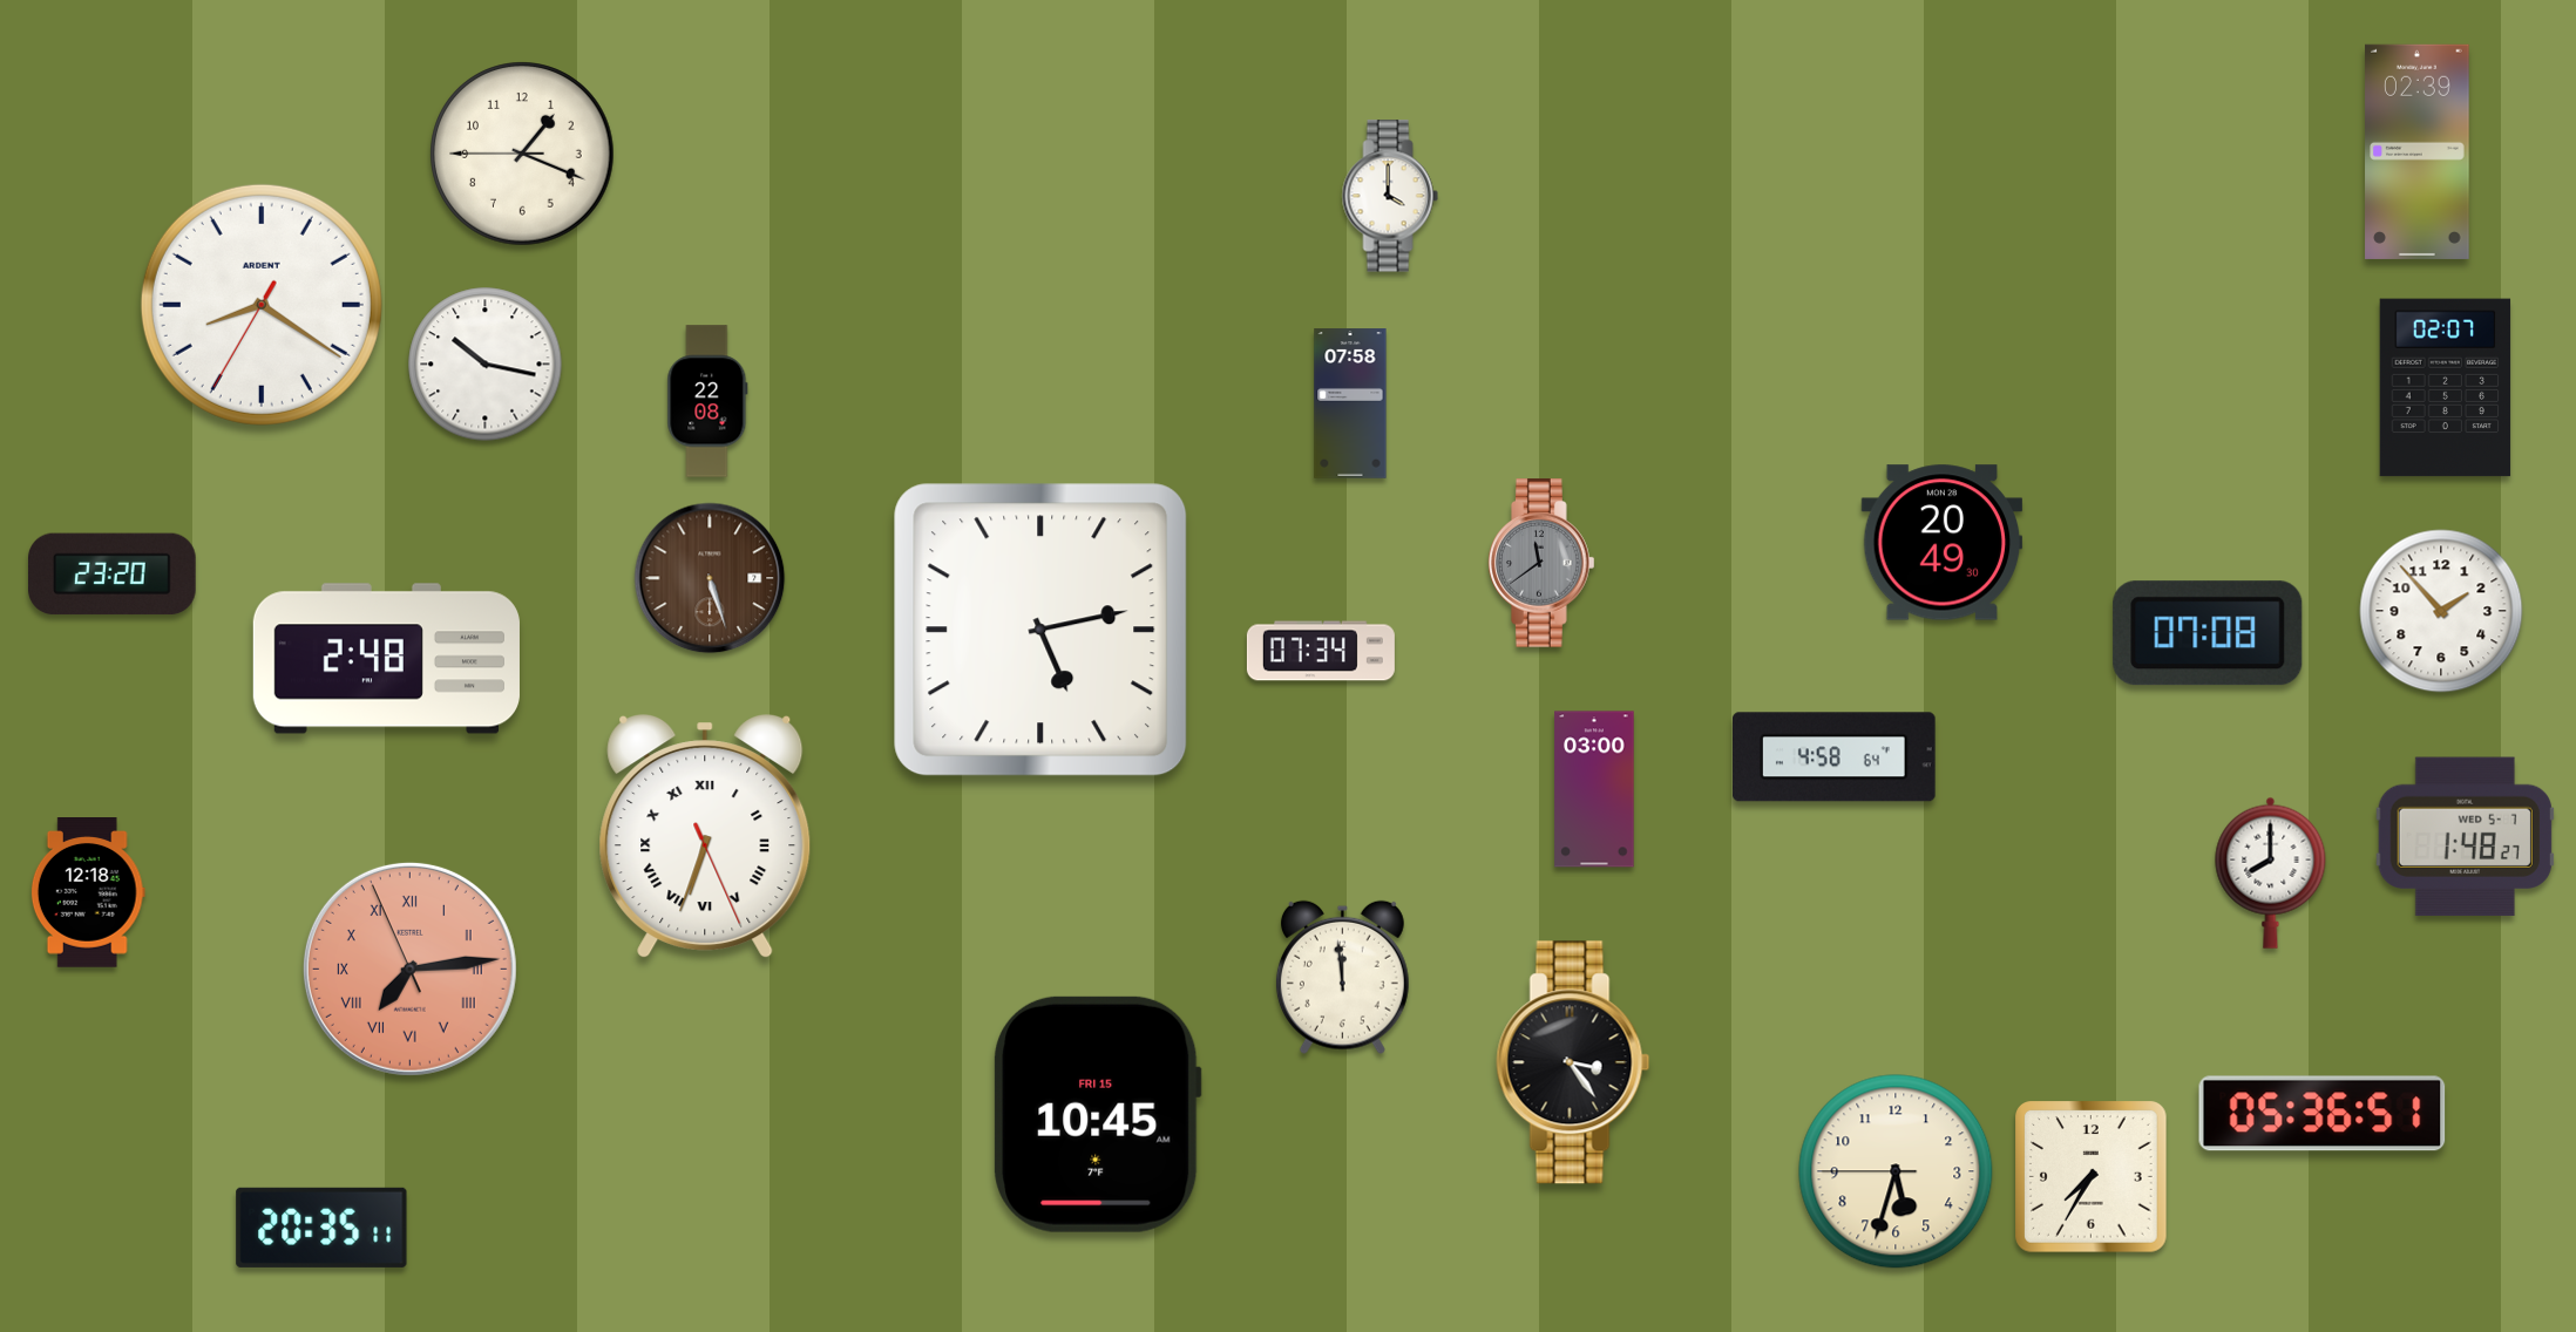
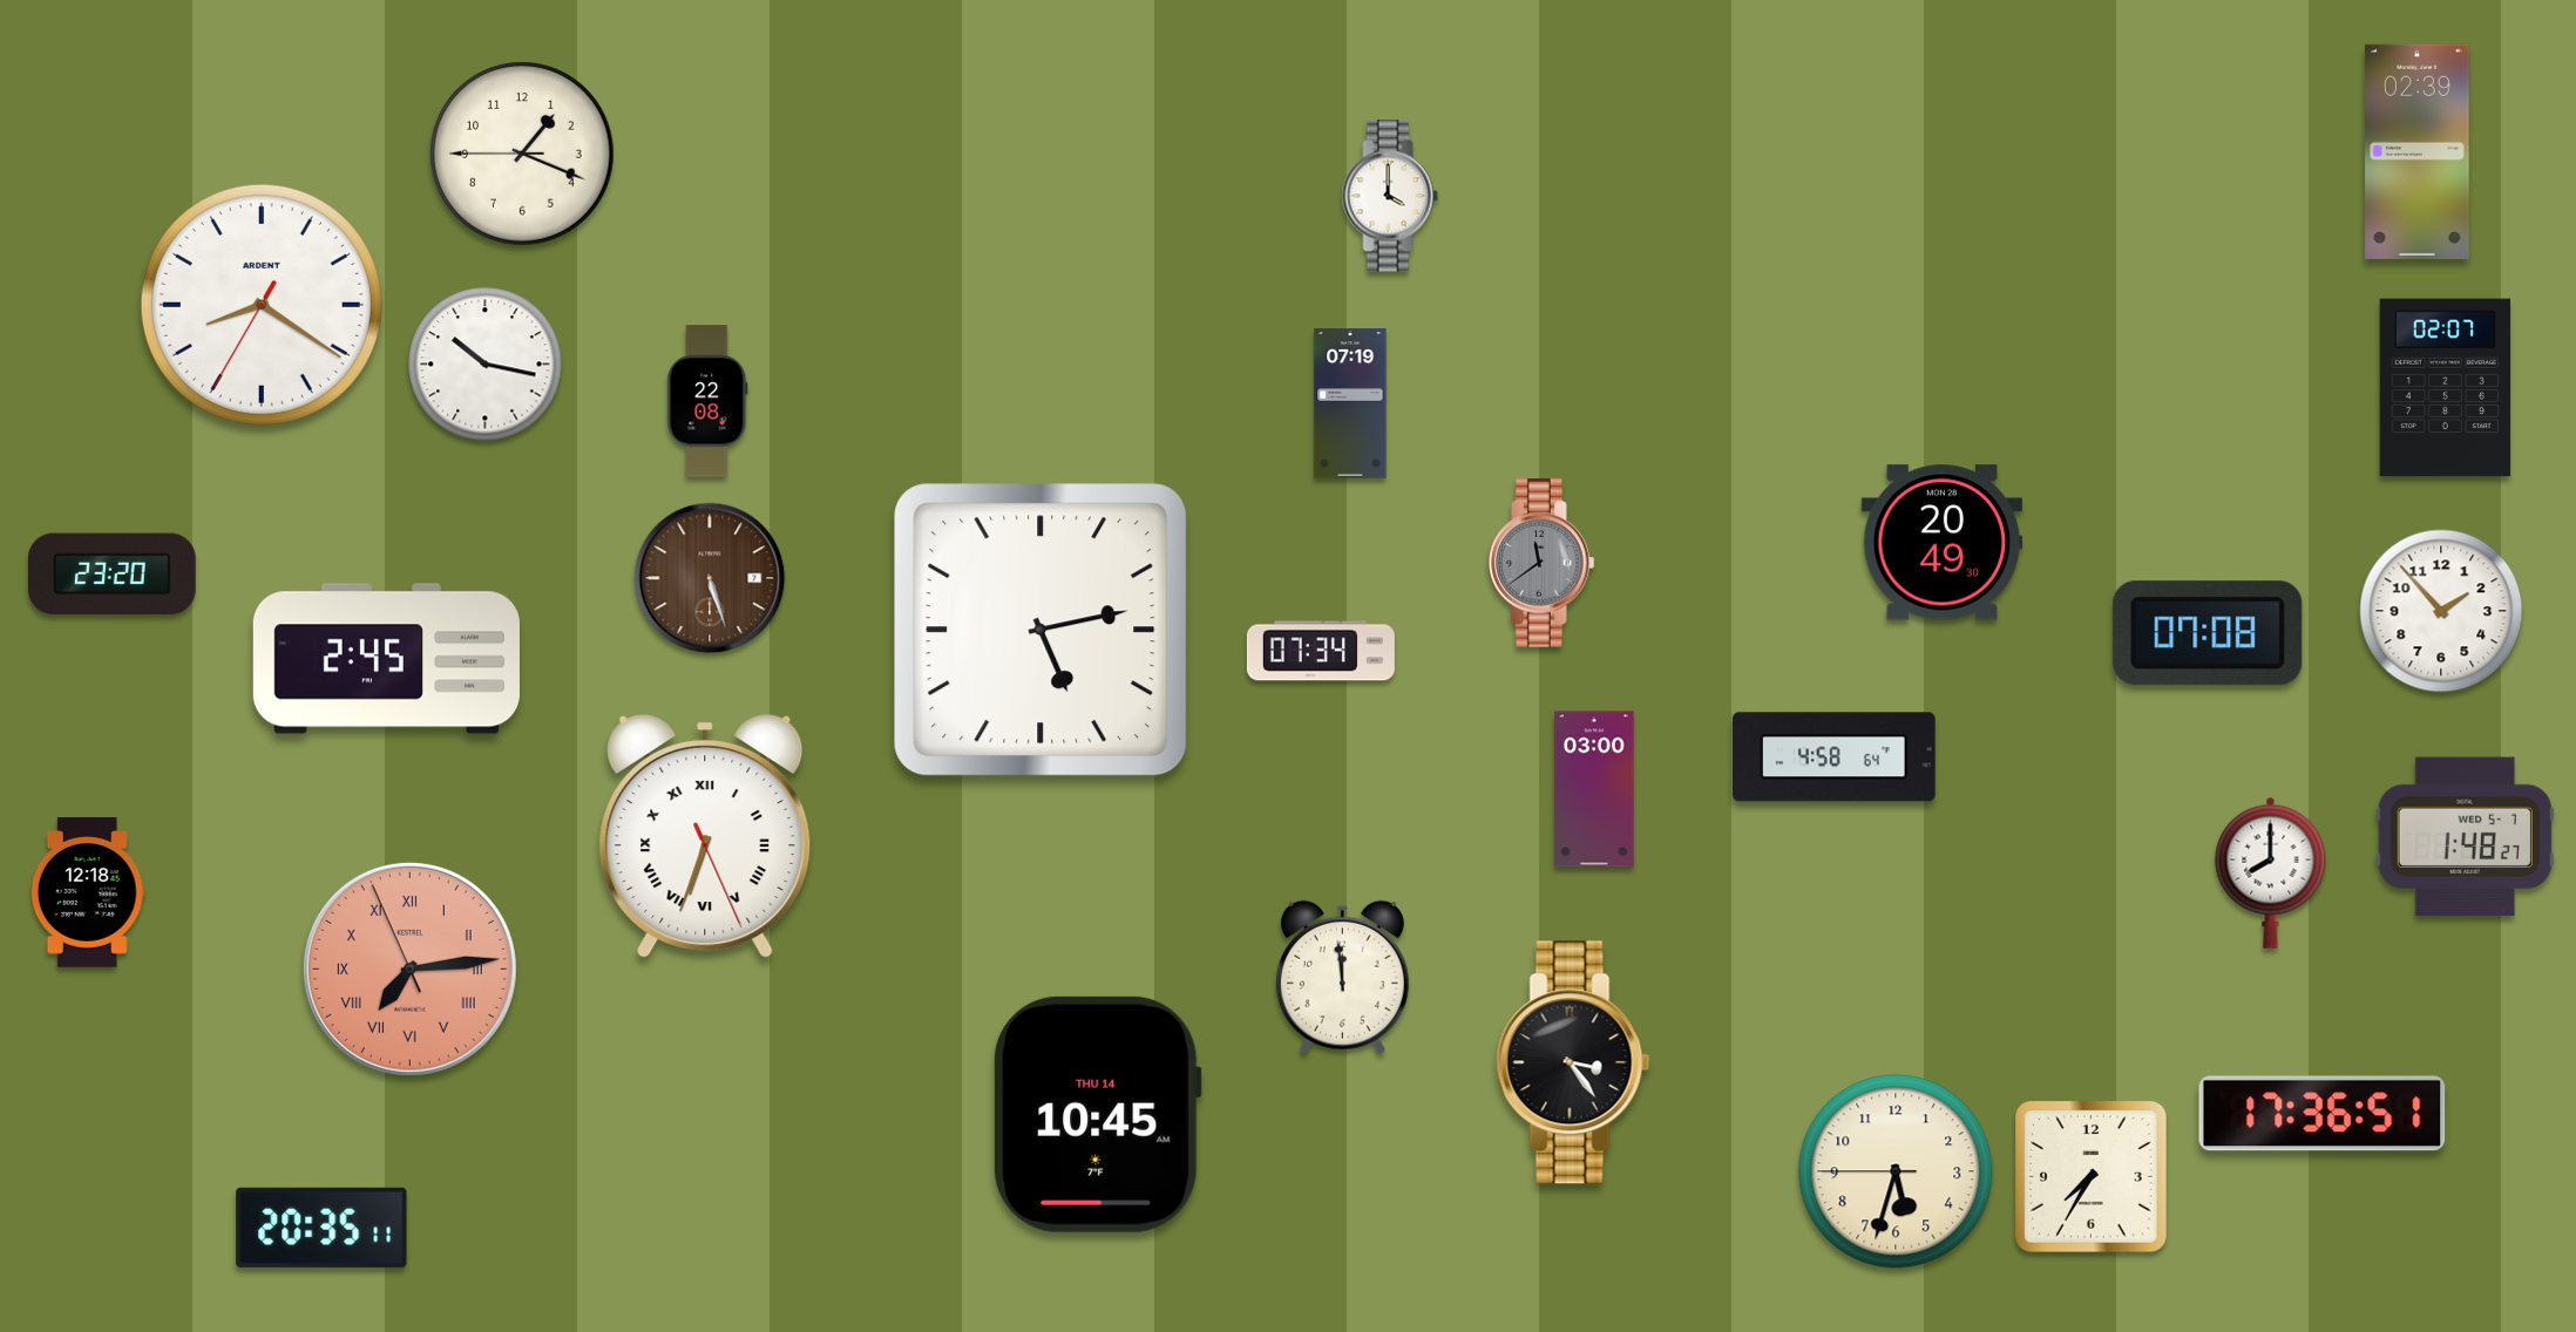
clock at (1350, 403): 07:58 -> 07:19
clock at (386, 659): 2:48 -> 2:45
clock at (1098, 1114) date: FRI 15 -> THU 14
clock at (2323, 1114): 05:36 -> 17:36
